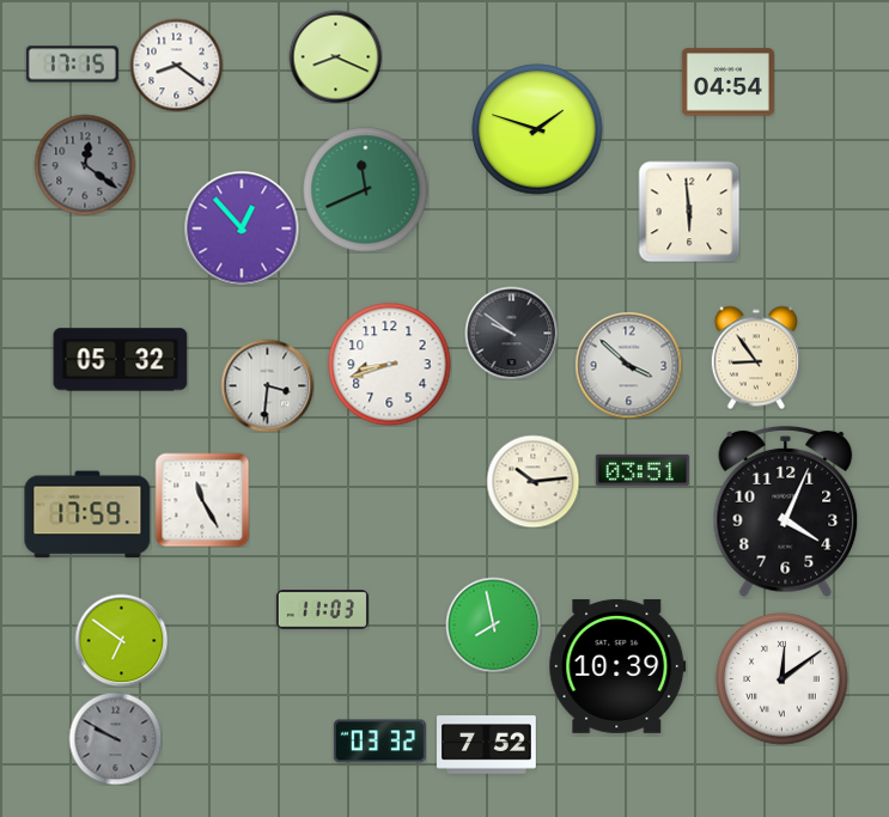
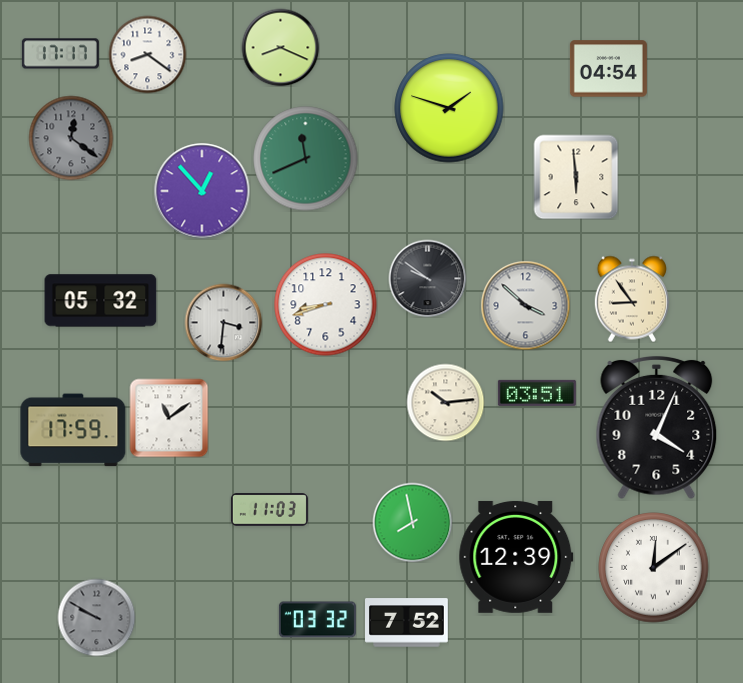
clock at (72, 65): 17:15 -> 17:17
clock at (202, 500): 11:25 -> 11:09
clock at (121, 640): 6:51 -> none
clock at (617, 666): 10:39 -> 12:39
